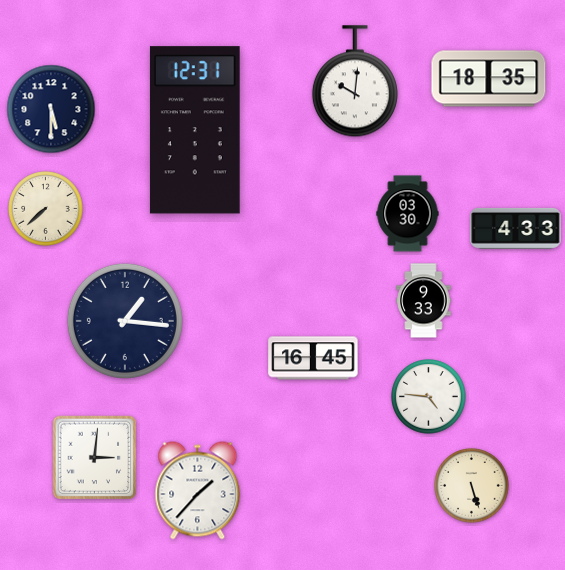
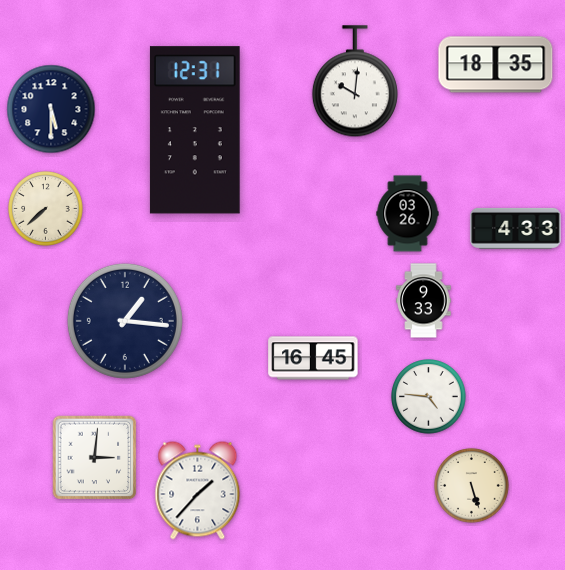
clock at (489, 79) position: (489, 79) -> (496, 65)
clock at (408, 214): 03:30 -> 03:26
